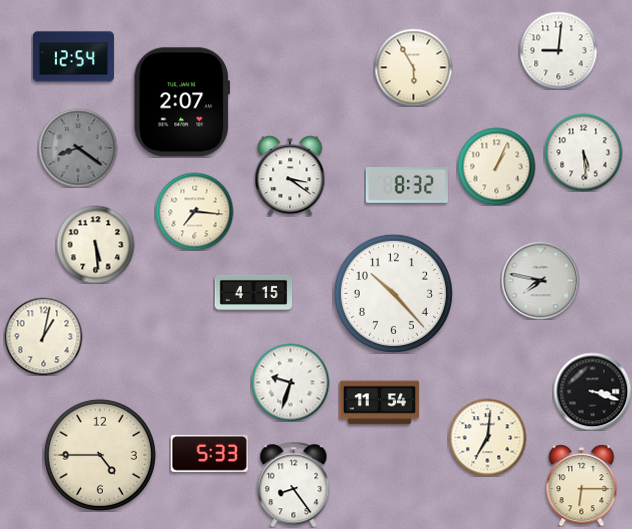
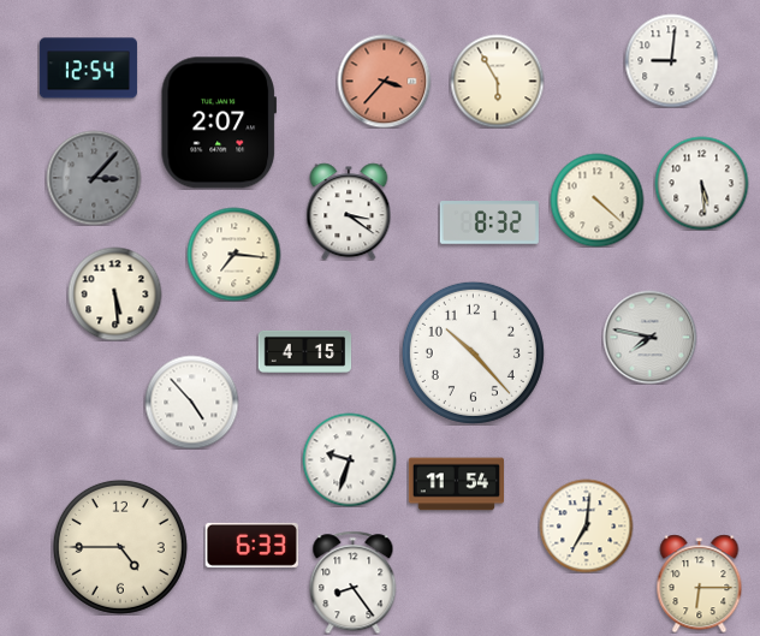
clock at (384, 81): none -> 3:37
clock at (78, 148): 8:21 -> 3:07
clock at (496, 166): 1:04 -> 4:22
clock at (191, 402): none -> 4:53
clock at (43, 336): 1:02 -> none
clock at (592, 391): 3:18 -> none
clock at (209, 453): 5:33 -> 6:33
